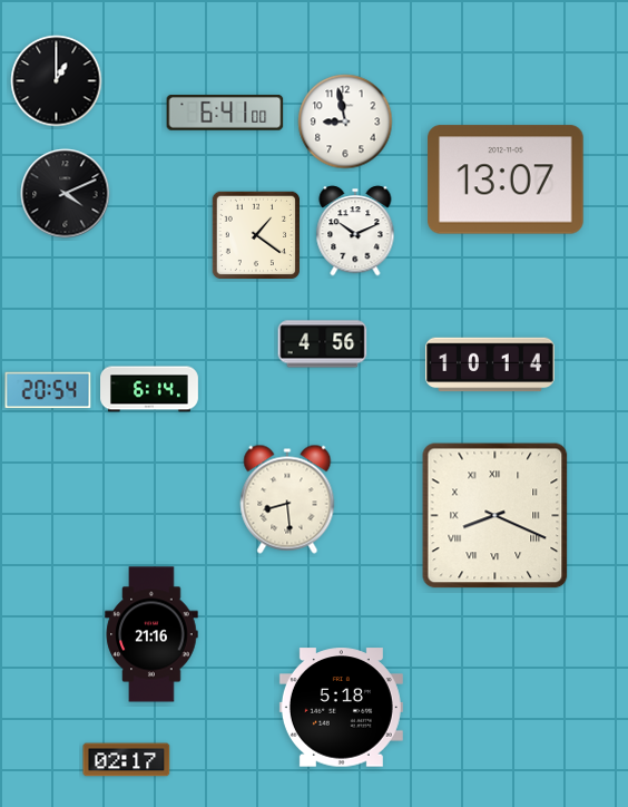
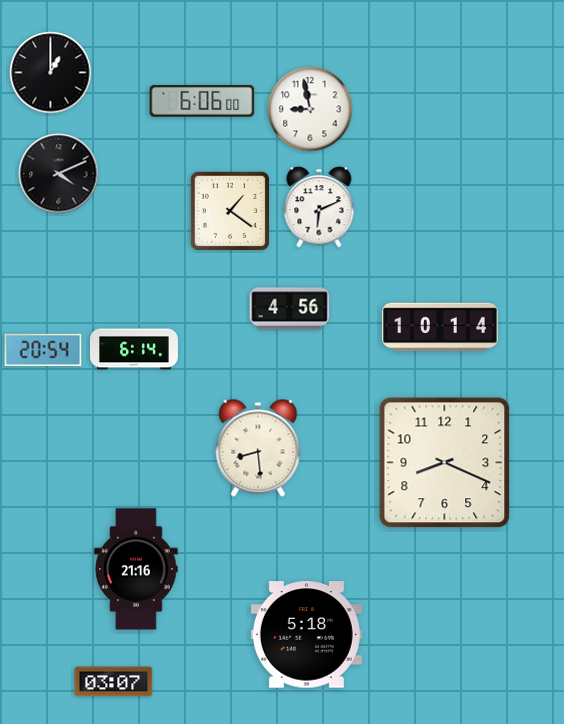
clock at (225, 114): 6:41 -> 6:06
clock at (507, 179): 13:07 -> none
clock at (355, 231): 10:11 -> 6:11
clock at (495, 516) numerals: Roman -> Arabic
clock at (127, 760): 02:17 -> 03:07
